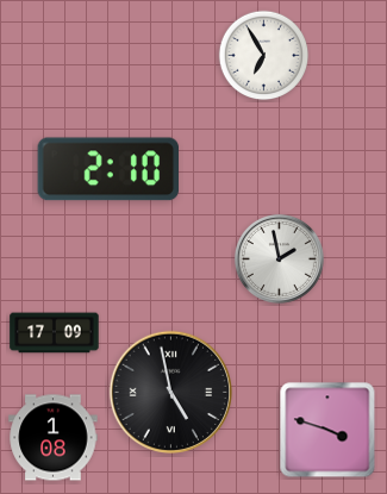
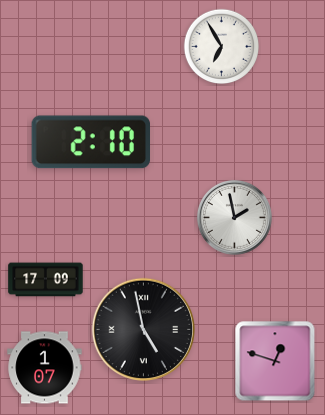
clock at (327, 430): 3:48 -> 12:48
clock at (54, 438): 1:08 -> 1:07
